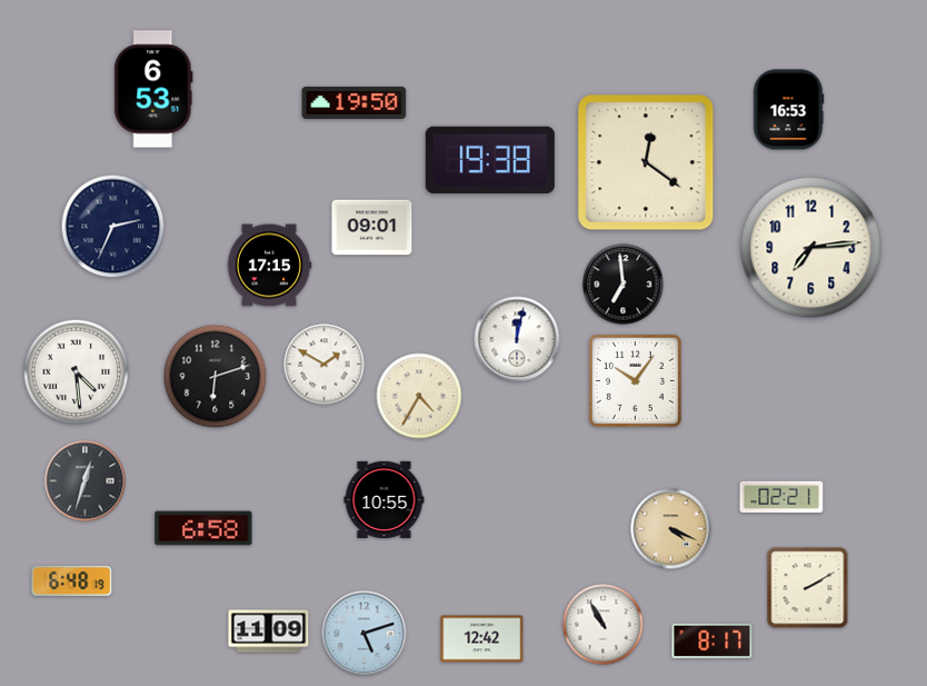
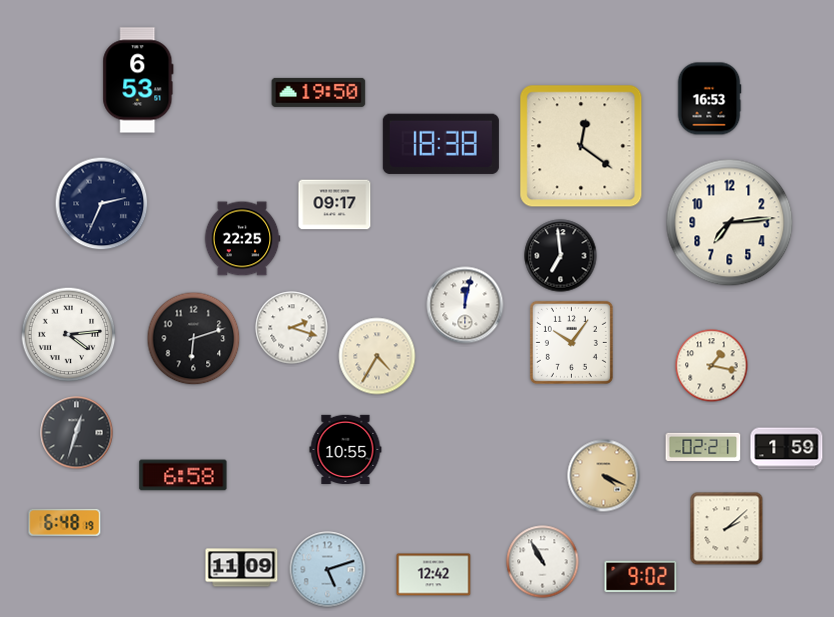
clock at (490, 160): 19:38 -> 18:38
clock at (372, 228): 09:01 -> 09:17
clock at (269, 266): 17:15 -> 22:25
clock at (325, 365): 1:50 -> 2:18
clock at (77, 372): 4:29 -> 4:14
clock at (712, 366): none -> 1:17
clock at (787, 449): none -> 1:59
clock at (808, 588): 2:10 -> 2:08
clock at (712, 642): 8:17 -> 9:02
